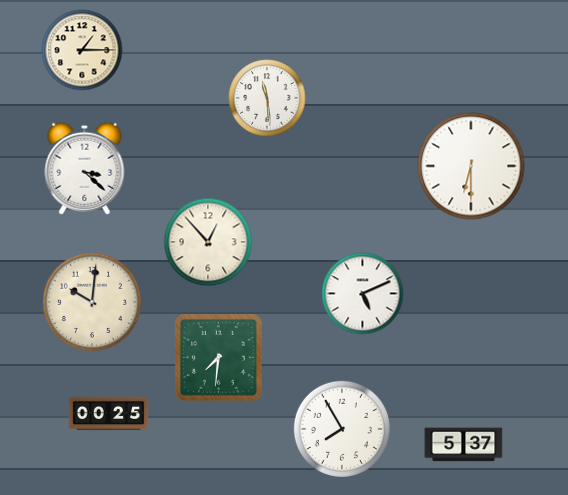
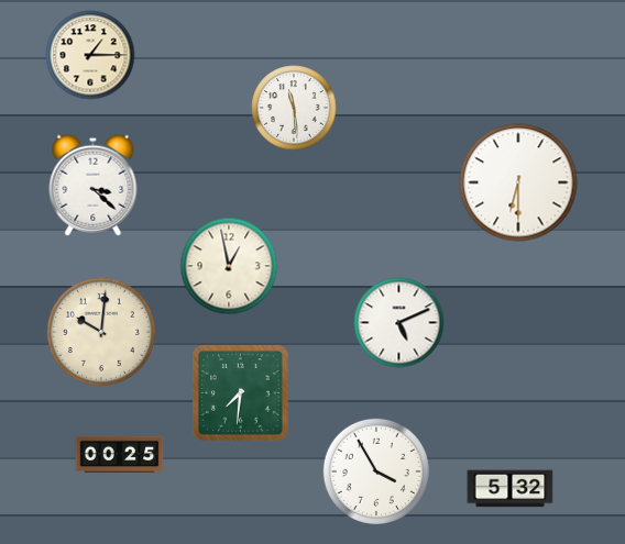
clock at (208, 242): 12:53 -> 12:58
clock at (342, 429): 7:55 -> 3:55
clock at (464, 445): 5:37 -> 5:32
